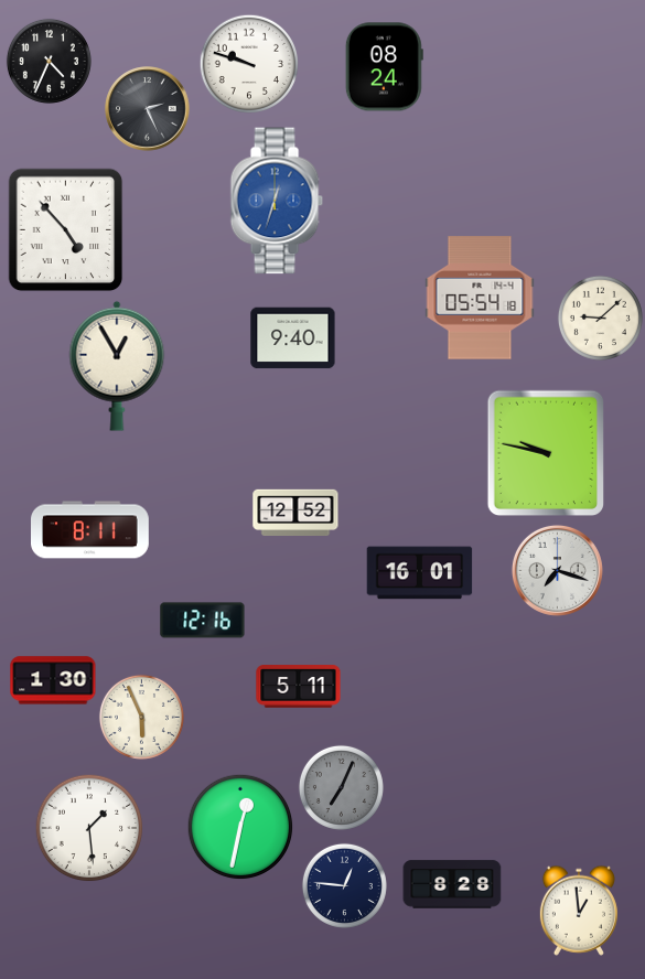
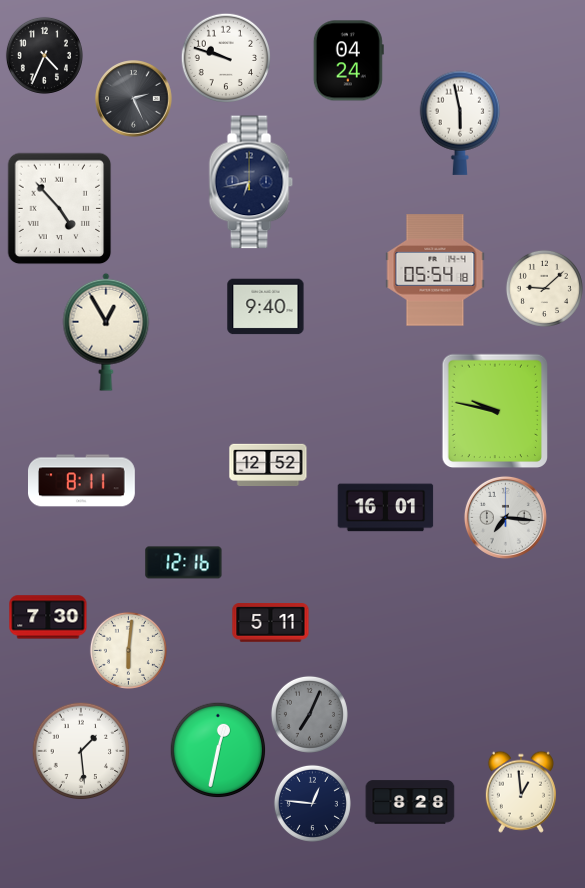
clock at (384, 67): 08:24 -> 04:24
clock at (460, 123): none -> 5:58
clock at (277, 201): 12:33 -> 6:43
clock at (277, 201) dial: blue -> navy
clock at (557, 570): 7:18 -> 7:16
clock at (420, 573) position: (420, 573) -> (386, 508)
clock at (53, 680): 1:30 -> 7:30
clock at (141, 717): 5:56 -> 6:01
clock at (579, 911) position: (579, 911) -> (521, 792)
